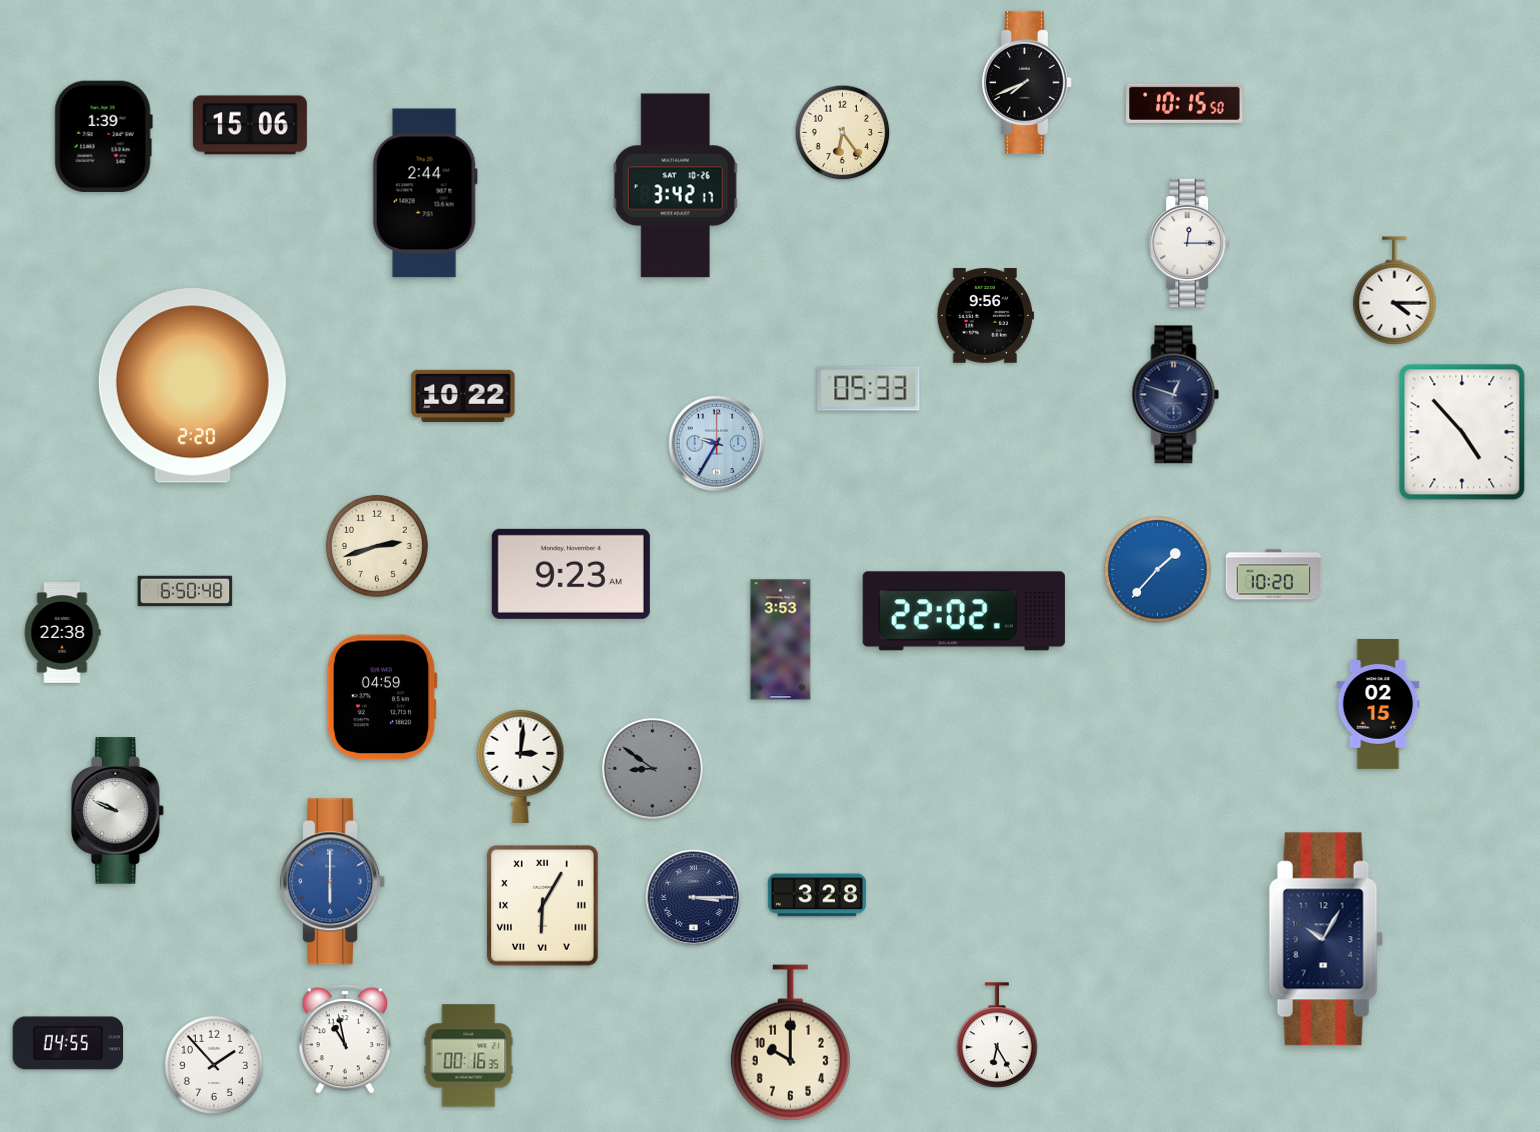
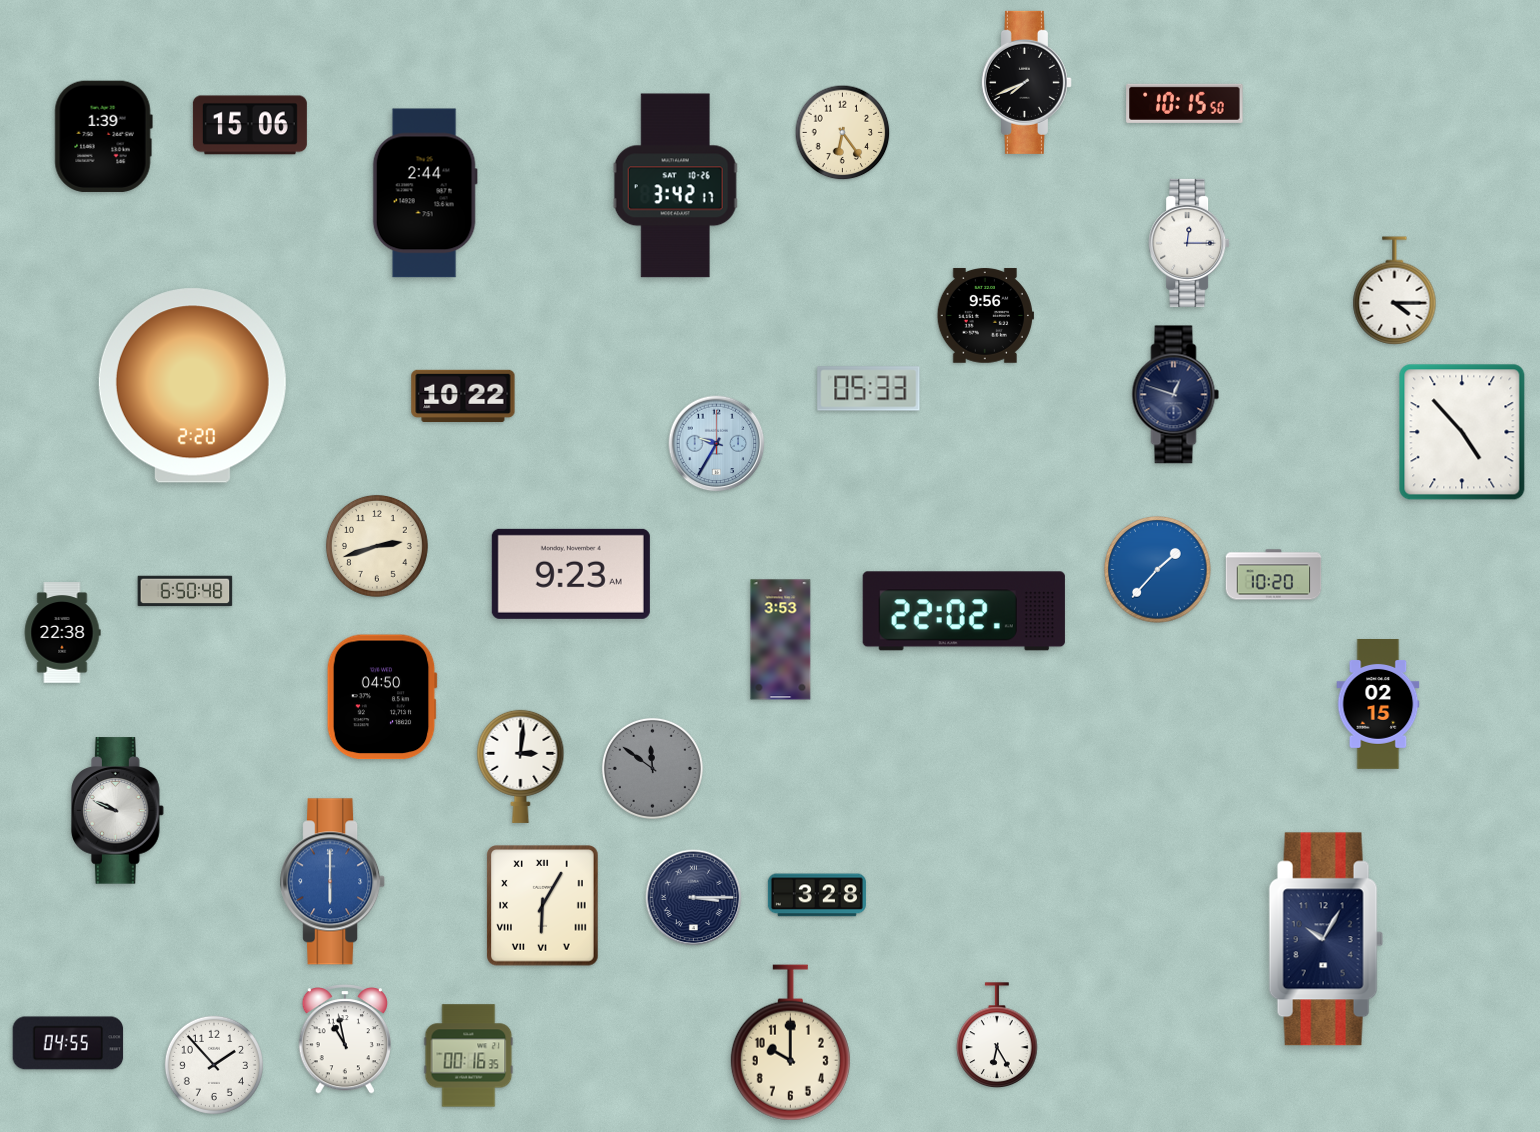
clock at (382, 697): 04:59 -> 04:50
clock at (652, 768): 8:51 -> 11:51
